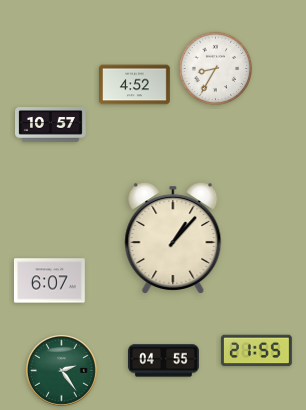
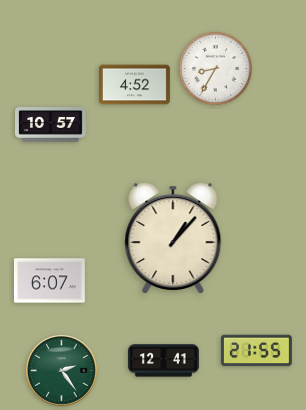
clock at (164, 361): 04:55 -> 12:41
